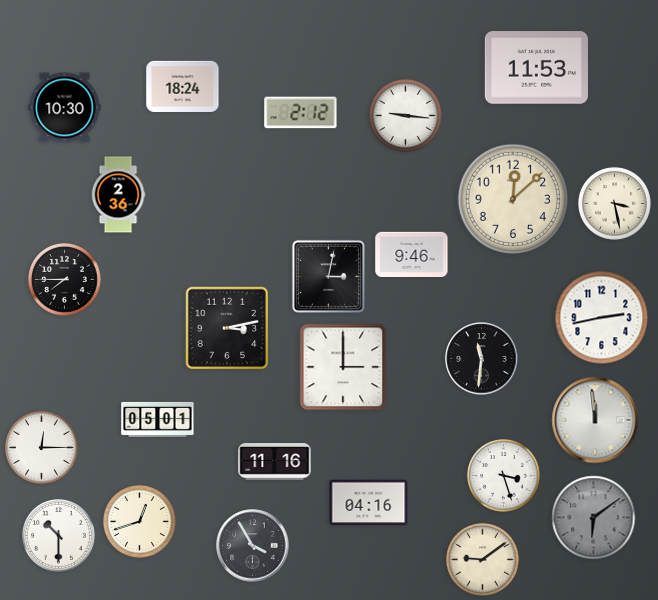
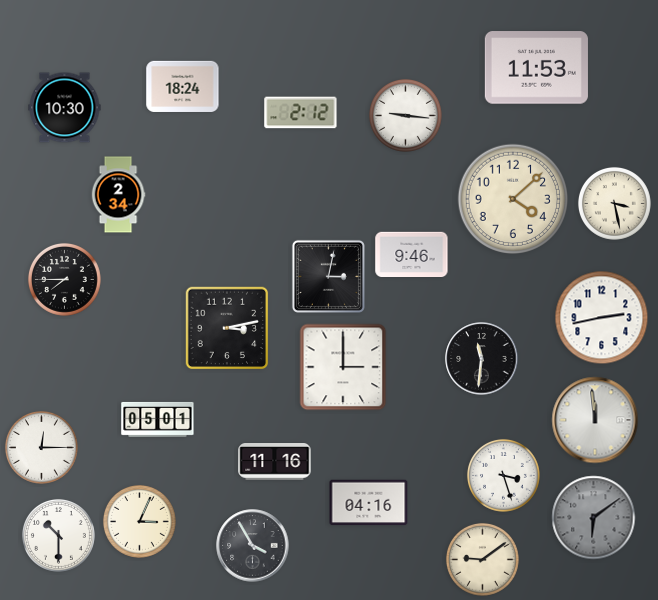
clock at (118, 195): 2:36 -> 2:34
clock at (513, 199): 12:08 -> 4:08
clock at (139, 521): 12:42 -> 3:04
